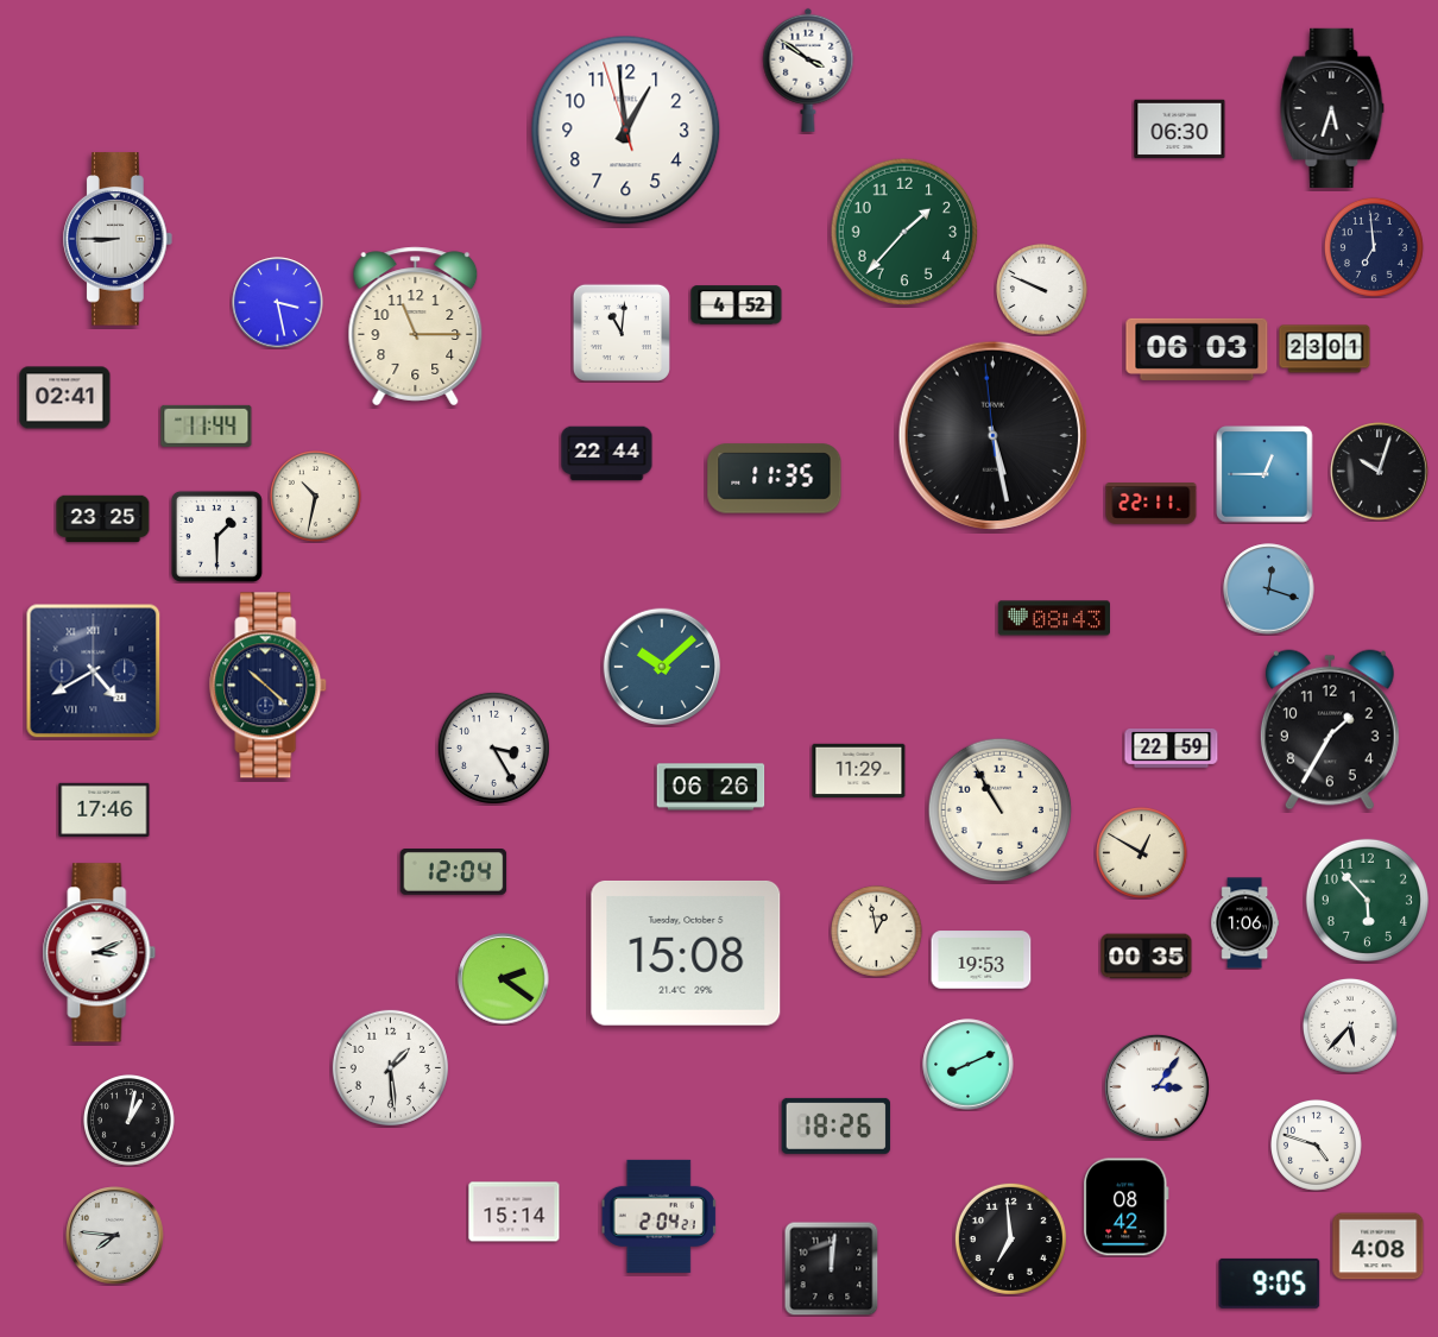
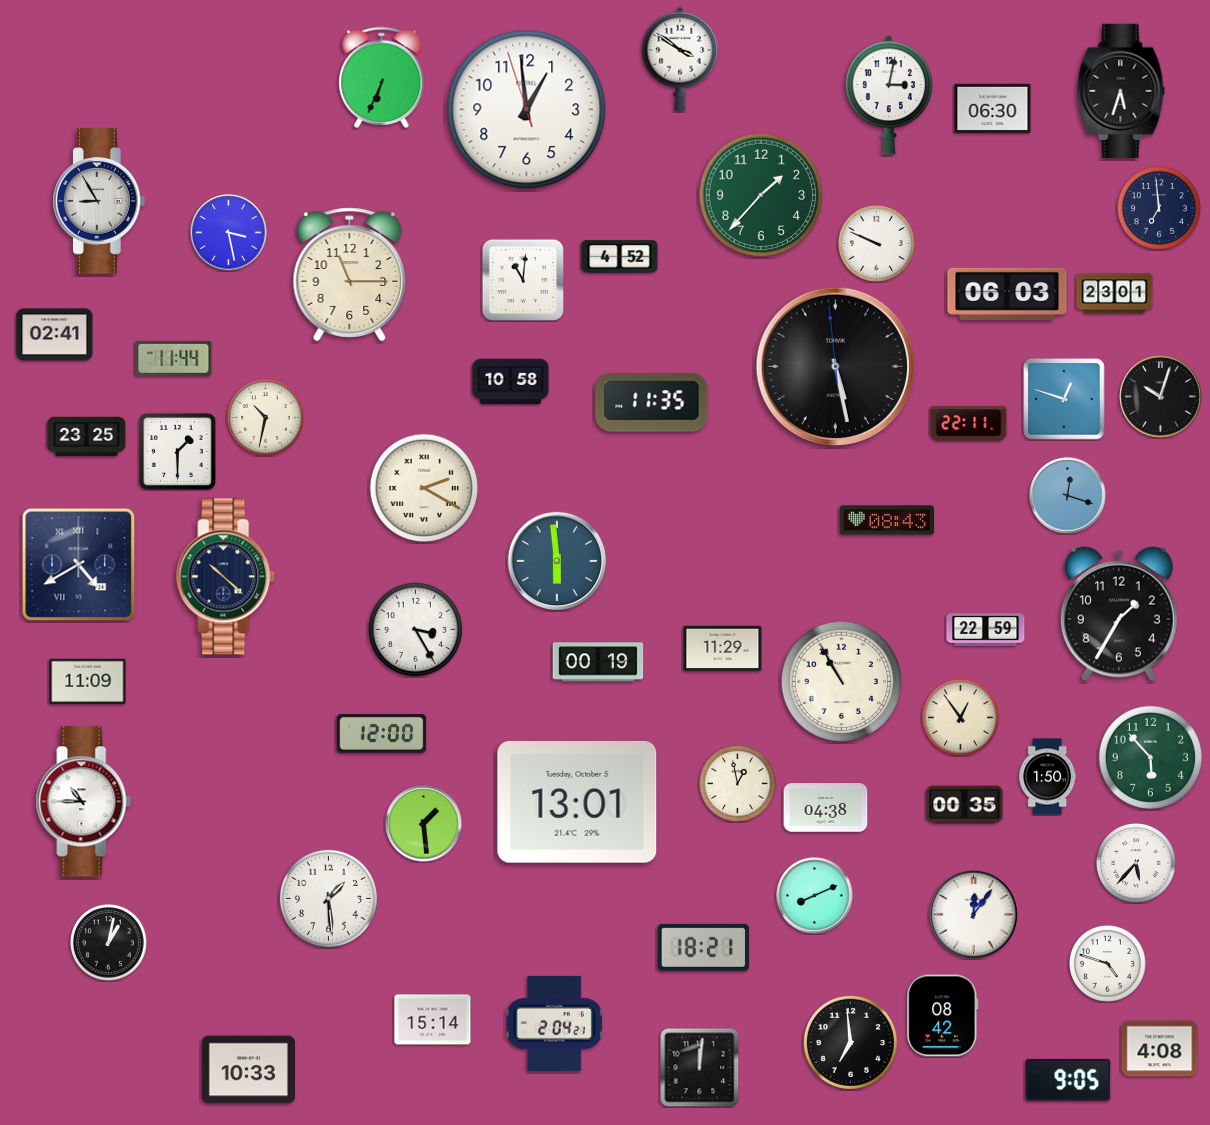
clock at (382, 78): none -> 6:34
clock at (888, 96): none -> 3:02
clock at (119, 239): 8:45 -> 8:55
clock at (1374, 247) position: (1374, 247) -> (1159, 208)
clock at (278, 303) position: (278, 303) -> (229, 233)
clock at (607, 454): 22:44 -> 10:58
clock at (1264, 474): 12:45 -> 12:48
clock at (216, 536) position: (216, 536) -> (177, 451)
clock at (424, 488): none -> 2:20
clock at (662, 667): 10:08 -> 5:59
clock at (711, 787): 06:26 -> 00:19
clock at (105, 809): 17:46 -> 11:09
clock at (1142, 853): 12:50 -> 12:54
clock at (454, 872): 12:04 -> 12:00
clock at (1245, 923): 1:06 -> 1:50
clock at (100, 953): 3:11 -> 10:45
clock at (686, 953): 15:08 -> 13:01
clock at (982, 960): 19:53 -> 04:38
clock at (504, 979): 2:21 -> 1:29
clock at (1156, 1086): 3:06 -> 12:06
clock at (837, 1125): 18:26 -> 18:21
clock at (1127, 1207) position: (1127, 1207) -> (943, 1016)
clock at (115, 1236): 7:46 -> none
clock at (248, 1070): none -> 10:33
